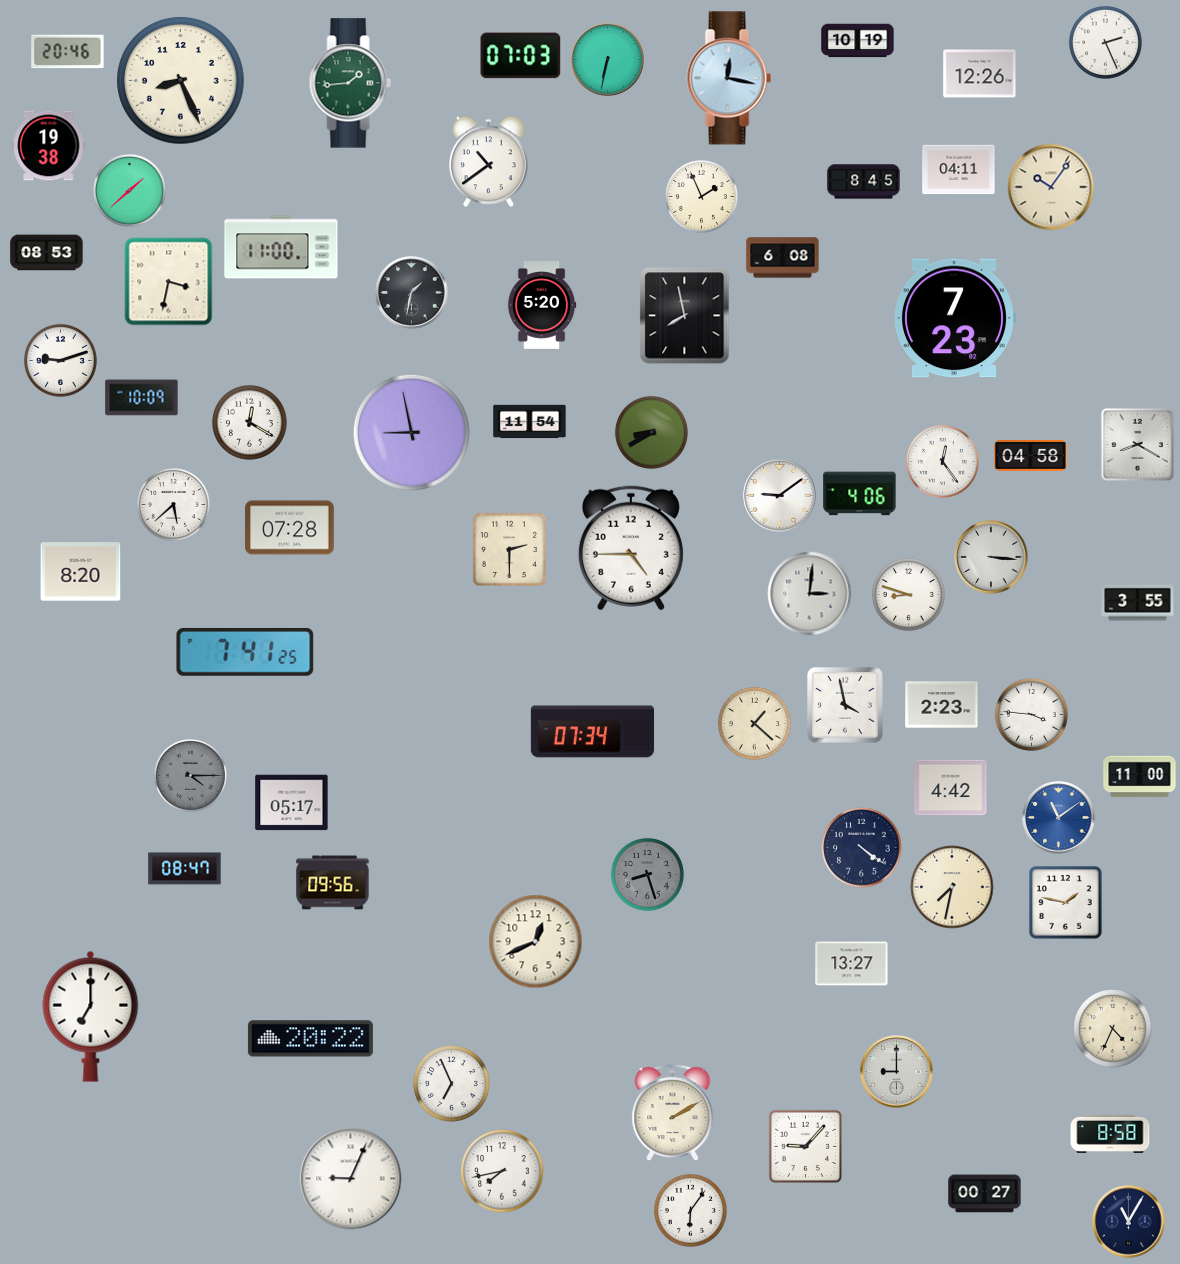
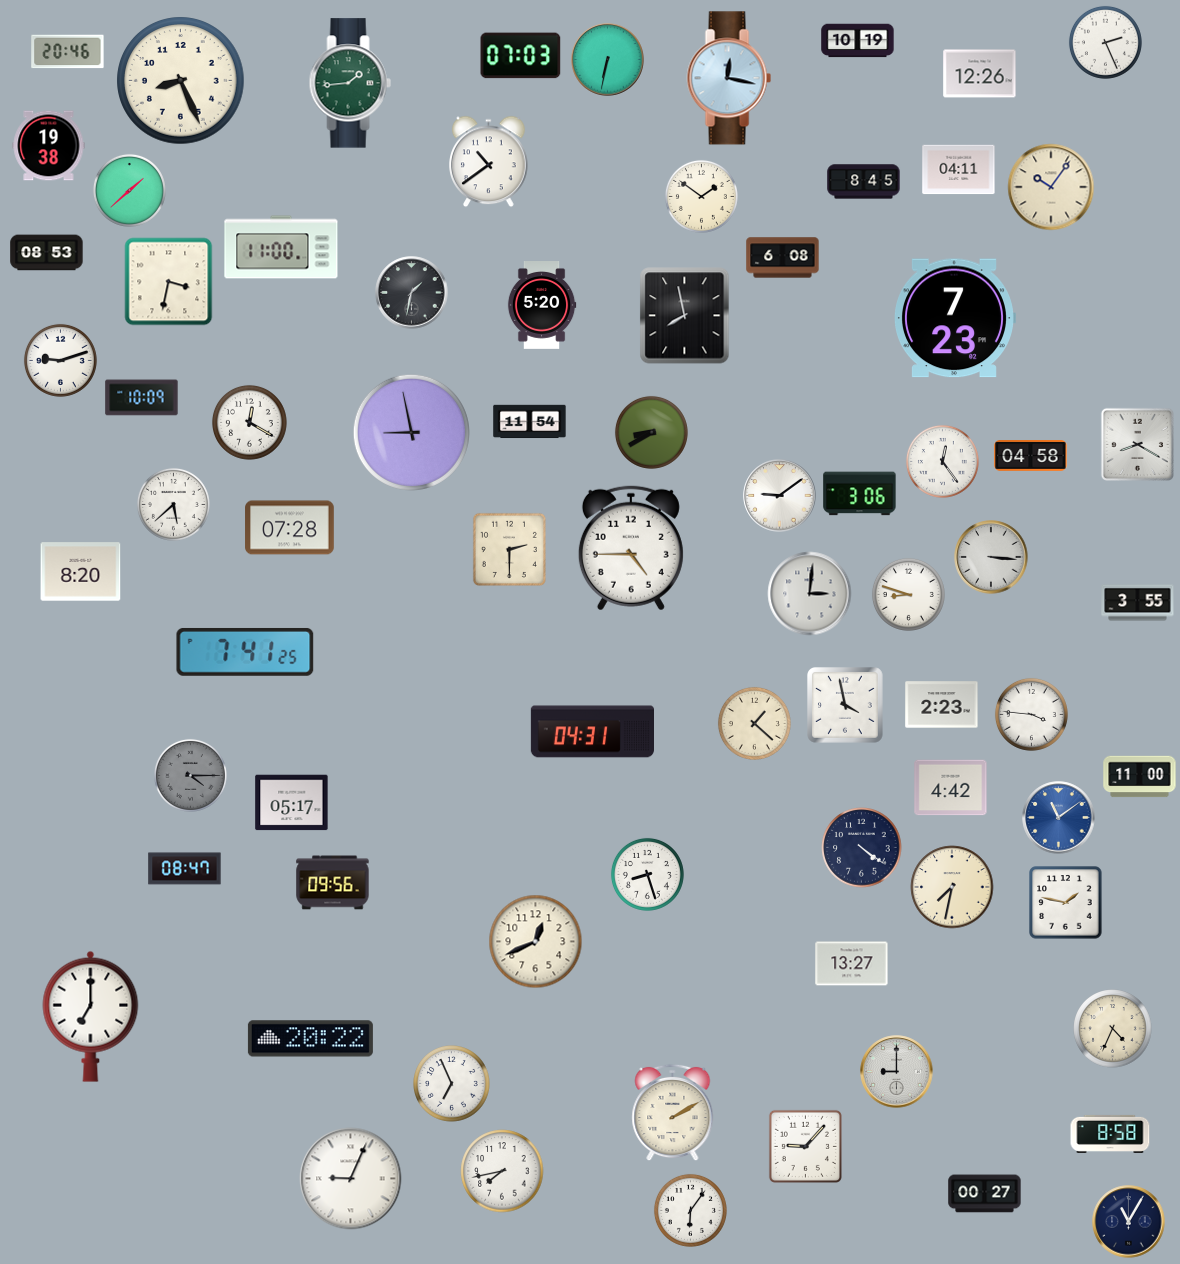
clock at (701, 196): 1:56 -> 1:51
clock at (860, 494): 4:06 -> 3:06
clock at (592, 732): 07:34 -> 04:31
clock at (647, 874) dial: grey -> white
